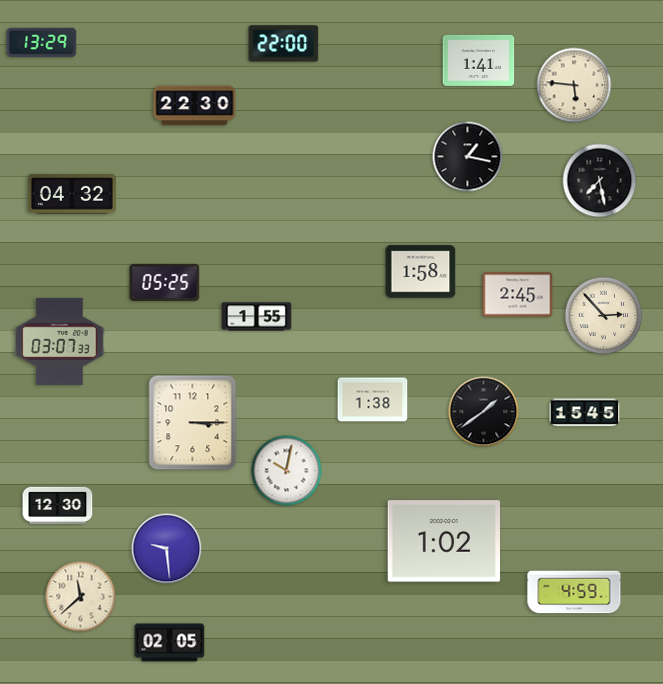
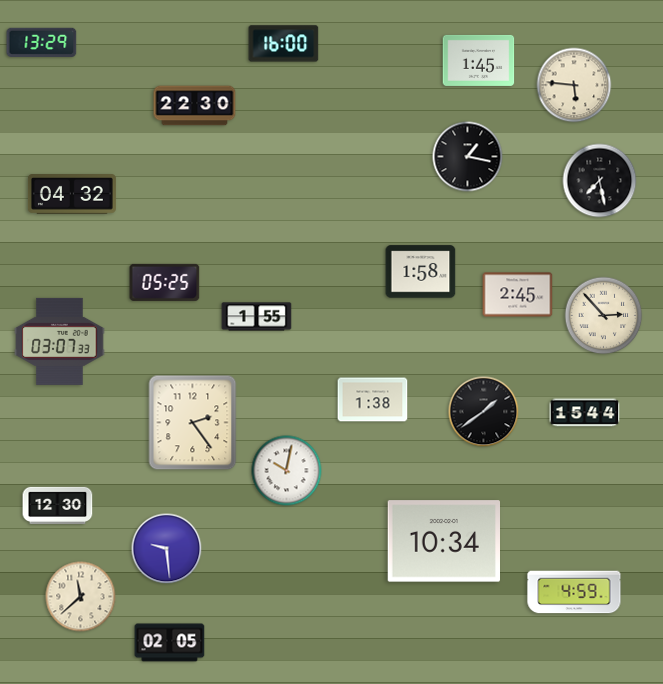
clock at (284, 44): 22:00 -> 16:00
clock at (479, 60): 1:41 -> 1:45
clock at (585, 413): 15:45 -> 15:44
clock at (193, 423): 3:15 -> 2:24
clock at (443, 541): 1:02 -> 10:34
